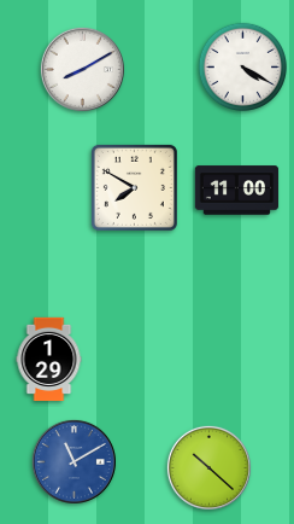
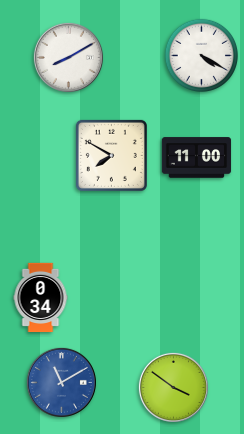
clock at (49, 360): 1:29 -> 0:34
clock at (208, 467): 10:22 -> 3:51
